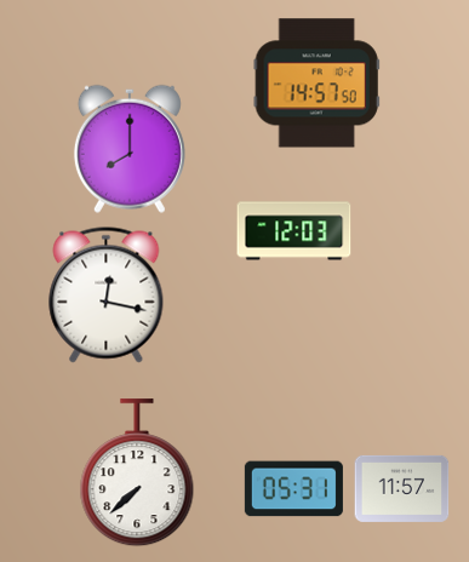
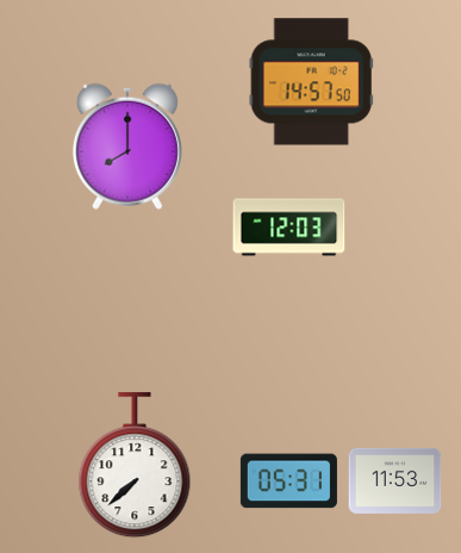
clock at (107, 296): 12:17 -> none
clock at (402, 488): 11:57 -> 11:53
